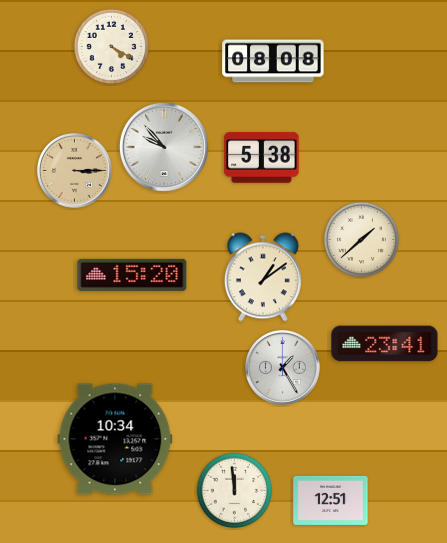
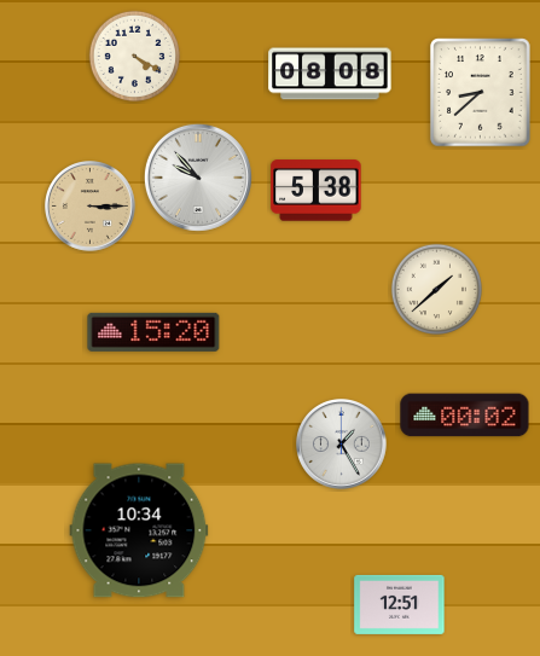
clock at (481, 93): none -> 8:38
clock at (132, 275) position: (132, 275) -> (153, 332)
clock at (263, 277): 1:09 -> none
clock at (385, 344): 23:41 -> 00:02
clock at (234, 490): 11:59 -> none
